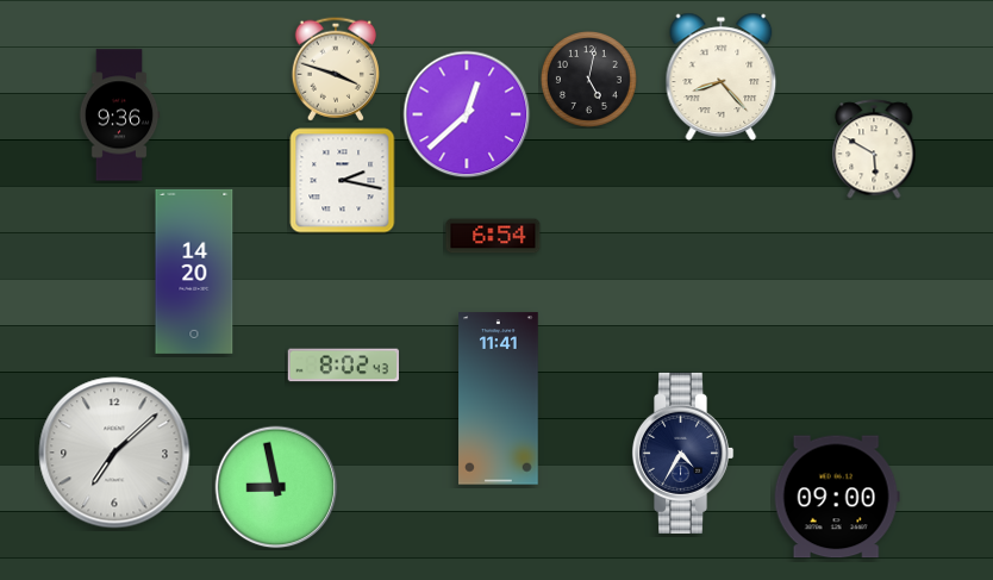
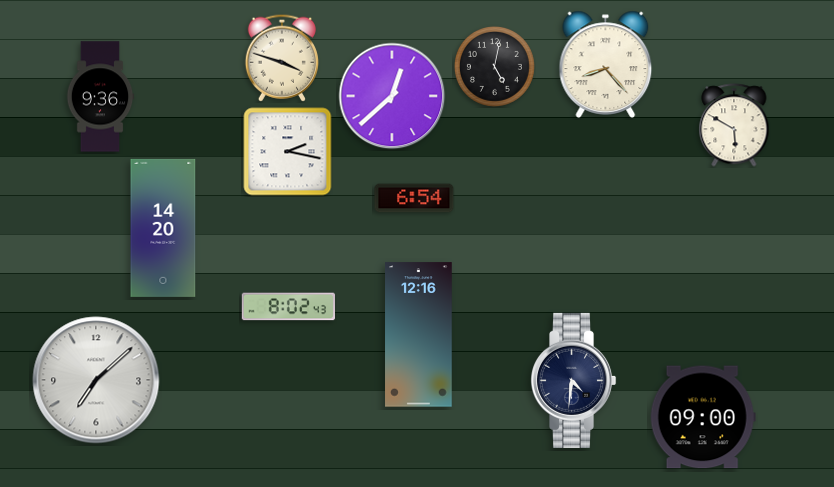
clock at (499, 399): 11:41 -> 12:16
clock at (683, 453): 4:35 -> 4:31
clock at (276, 487): 8:58 -> none
